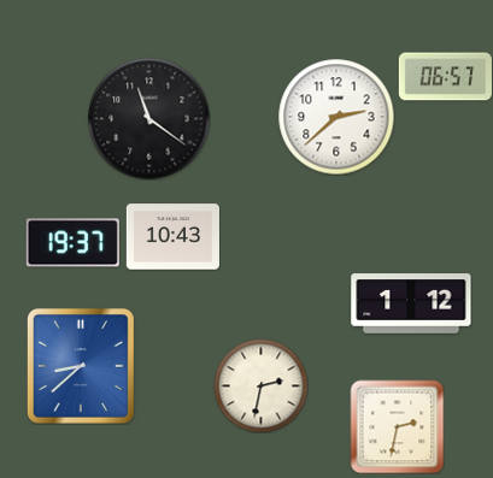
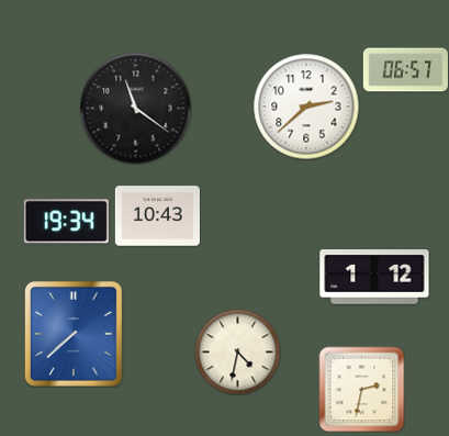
clock at (72, 243): 19:37 -> 19:34
clock at (81, 366): 8:38 -> 7:38
clock at (260, 385): 2:32 -> 4:32
